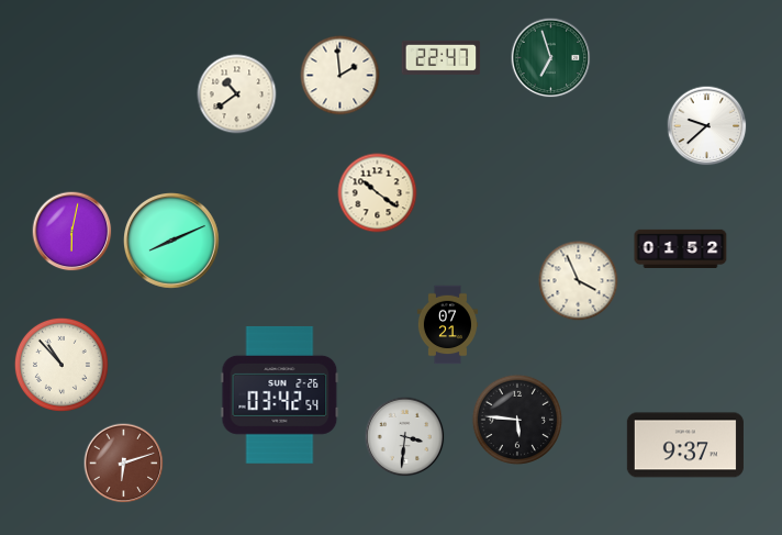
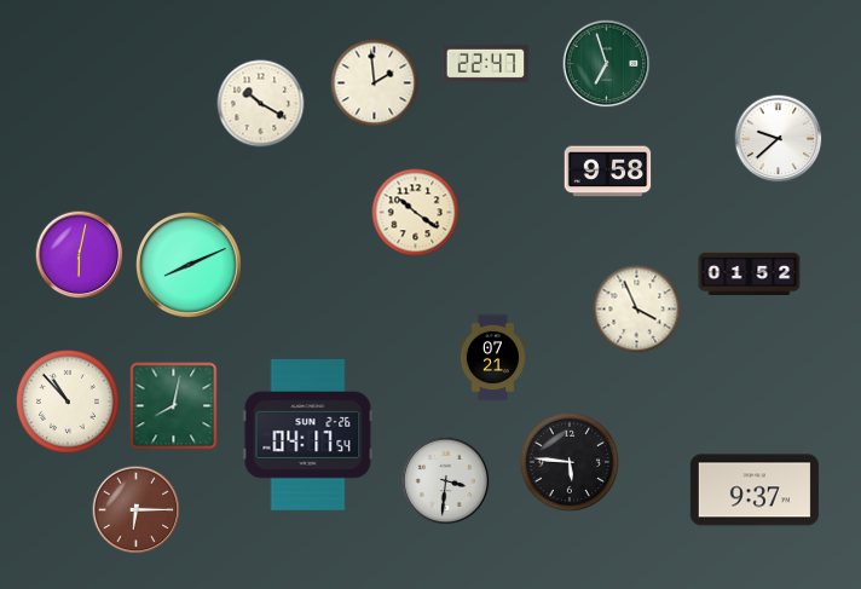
clock at (237, 94): 10:39 -> 10:20
clock at (608, 172): none -> 9:58
clock at (174, 406): none -> 8:02
clock at (280, 395): 03:42 -> 04:17
clock at (124, 464): 6:12 -> 6:15
